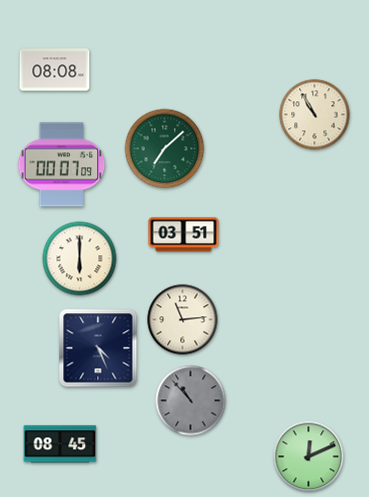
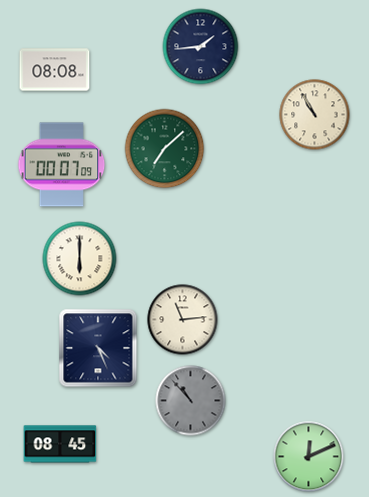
clock at (201, 47): none -> 1:44
clock at (184, 235): 03:51 -> none
